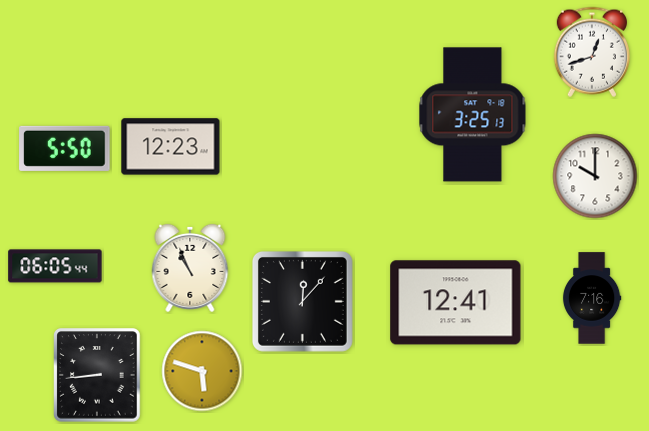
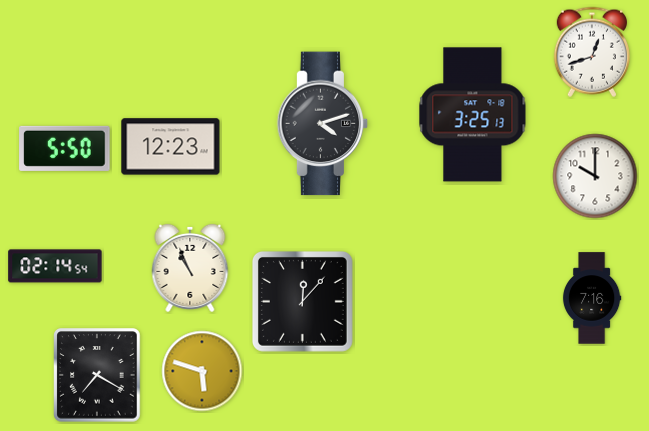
clock at (323, 124): none -> 4:12
clock at (55, 266): 06:05 -> 02:14
clock at (456, 303): 12:41 -> none
clock at (97, 375): 8:44 -> 7:20
